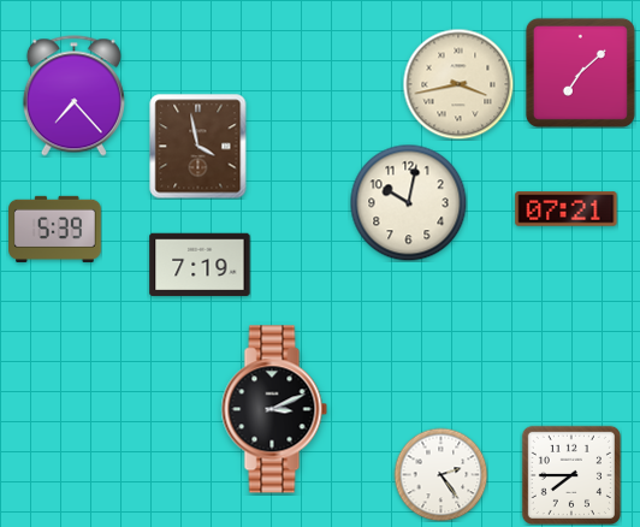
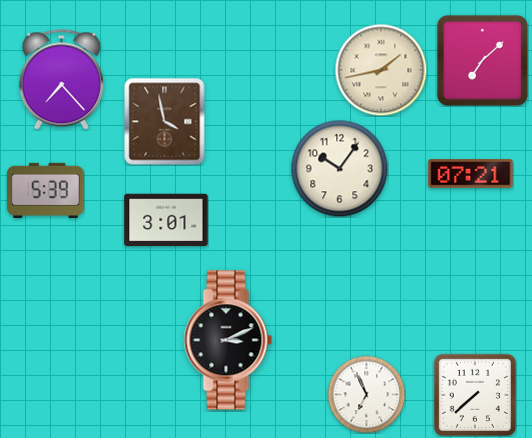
clock at (458, 84): 3:43 -> 1:43
clock at (408, 202): 10:02 -> 10:06
clock at (200, 265): 7:19 -> 3:01
clock at (440, 474): 2:24 -> 6:56
clock at (571, 475): 7:45 -> 7:38
